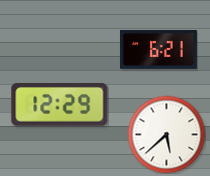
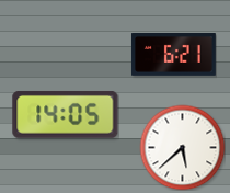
clock at (60, 104): 12:29 -> 14:05
